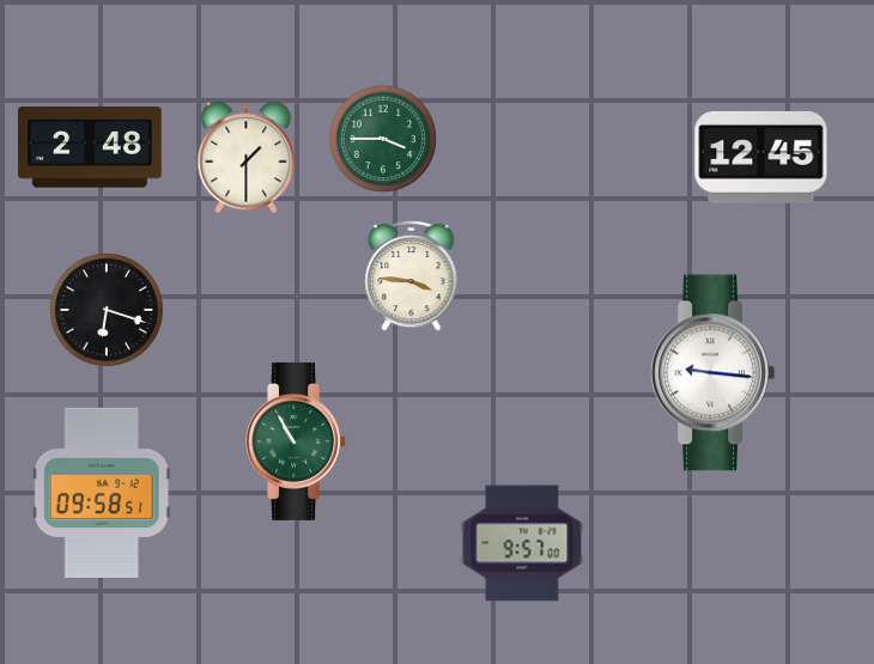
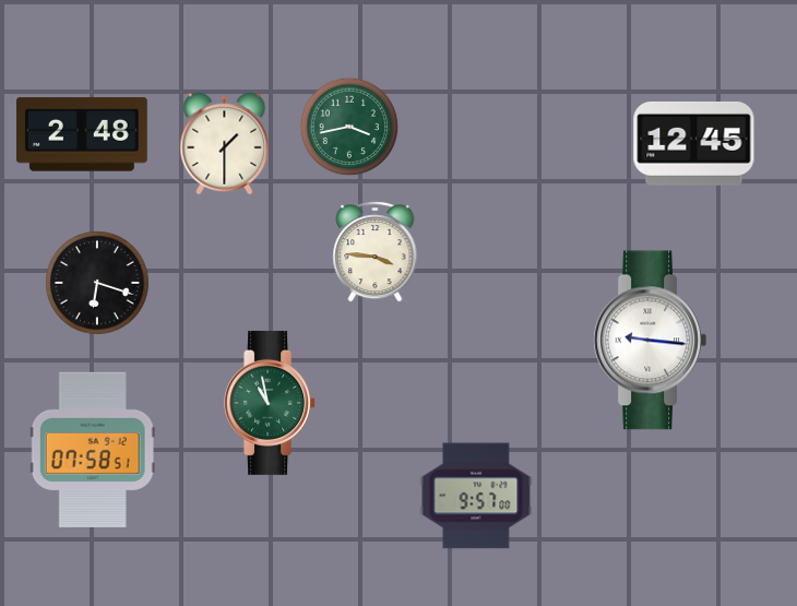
clock at (383, 139): 3:45 -> 3:43
clock at (297, 441): 10:55 -> 10:58
clock at (102, 493): 09:58 -> 07:58
